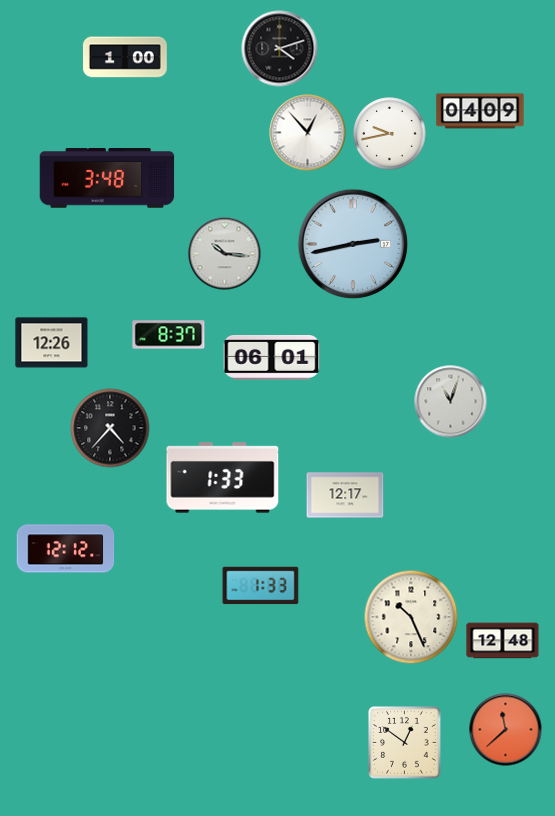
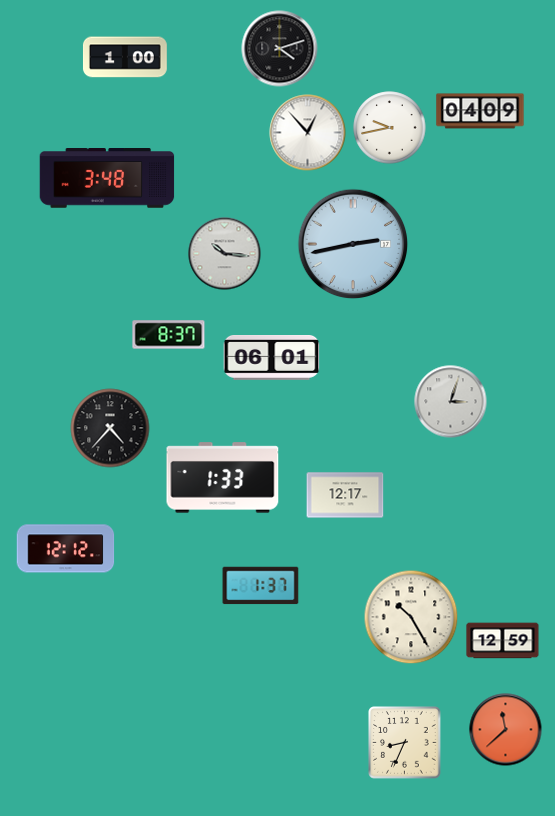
clock at (390, 134) position: (390, 134) -> (390, 128)
clock at (52, 343): 12:26 -> none
clock at (451, 402): 11:03 -> 3:03
clock at (261, 586): 1:33 -> 1:37
clock at (411, 617): 10:26 -> 10:25
clock at (503, 641): 12:48 -> 12:59
clock at (405, 743): 12:51 -> 8:34
